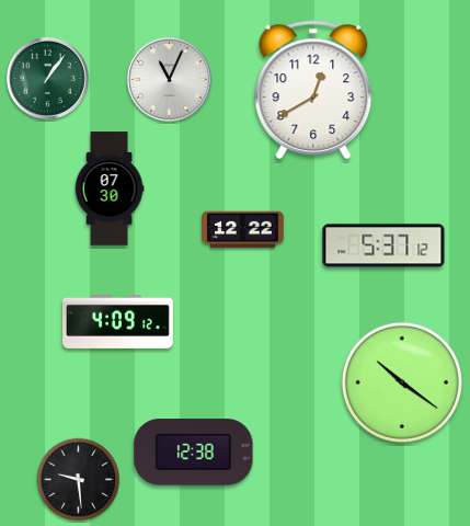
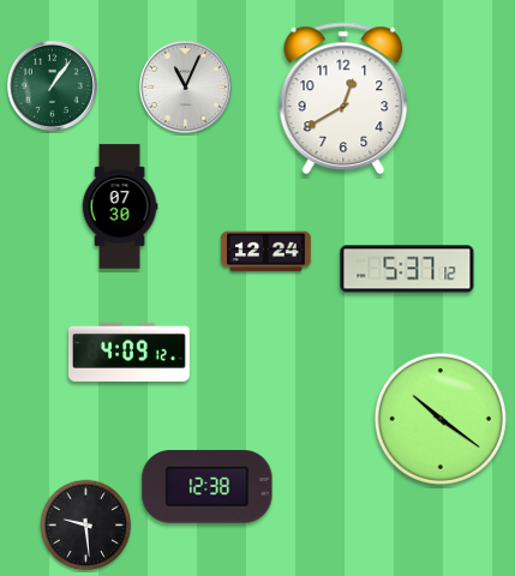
clock at (243, 230): 12:22 -> 12:24
clock at (383, 245) position: (383, 245) -> (407, 269)
clock at (194, 453) position: (194, 453) -> (208, 487)
